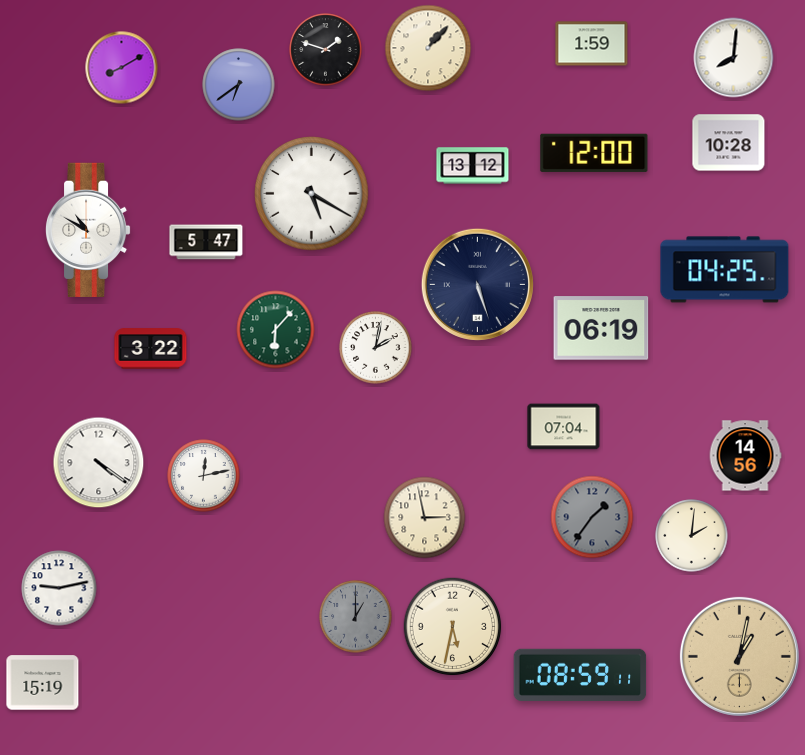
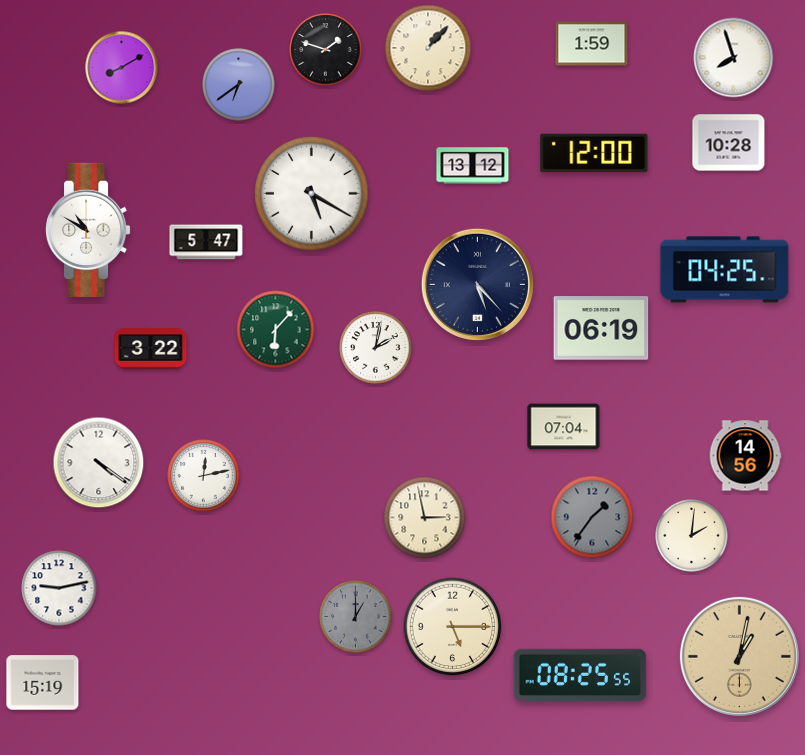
clock at (734, 58): 8:01 -> 7:57
clock at (477, 284): 5:27 -> 5:23
clock at (453, 627): 5:32 -> 5:15
clock at (580, 675): 08:59 -> 08:25
